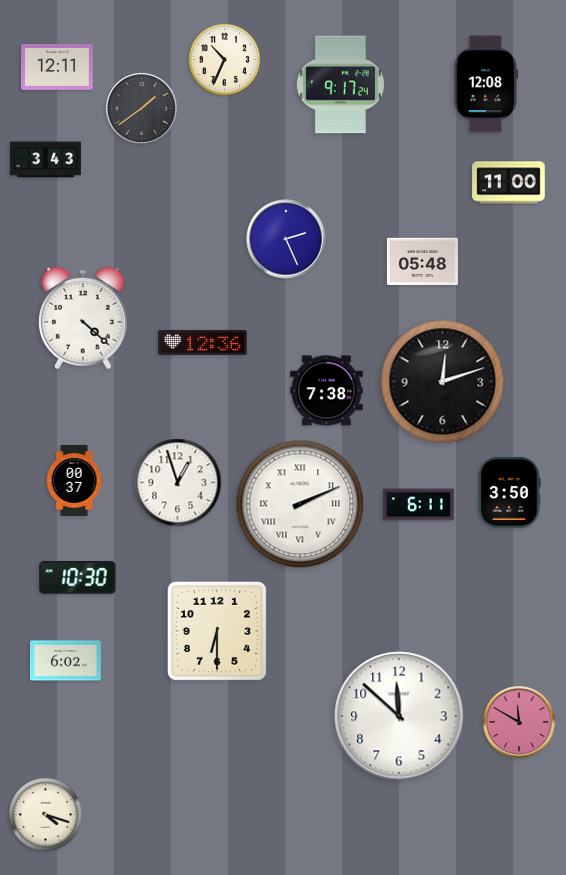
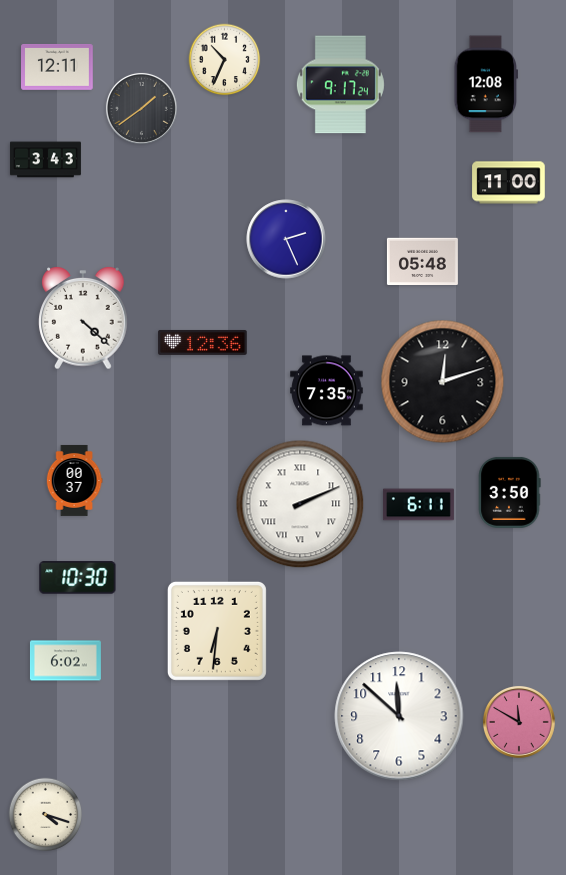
clock at (327, 391): 7:38 -> 7:35
clock at (178, 483): 12:57 -> none
clock at (217, 631): 6:30 -> 6:31
